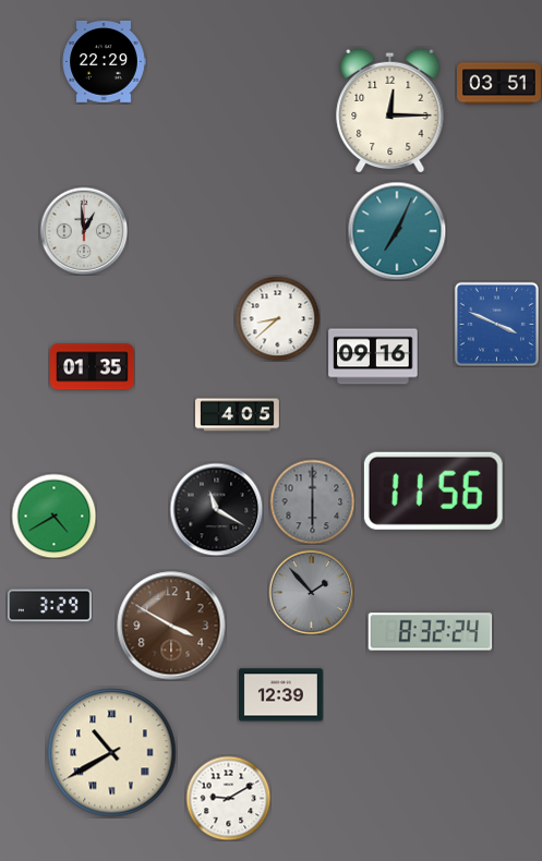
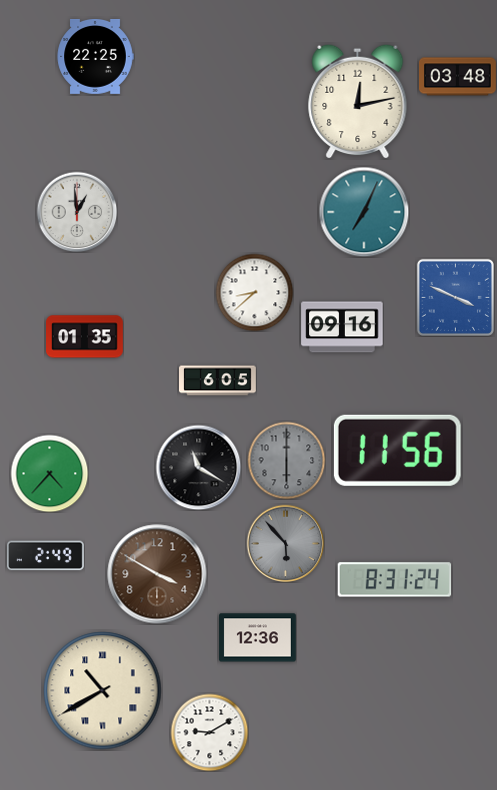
clock at (104, 62): 22:29 -> 22:25
clock at (499, 84): 03:51 -> 03:48
clock at (390, 110): 12:15 -> 12:13
clock at (238, 415): 4:05 -> 6:05
clock at (53, 516): 4:40 -> 4:37
clock at (311, 592): 1:53 -> 5:53
clock at (50, 606): 3:29 -> 2:49
clock at (431, 632): 8:32 -> 8:31
clock at (281, 695): 12:39 -> 12:36
